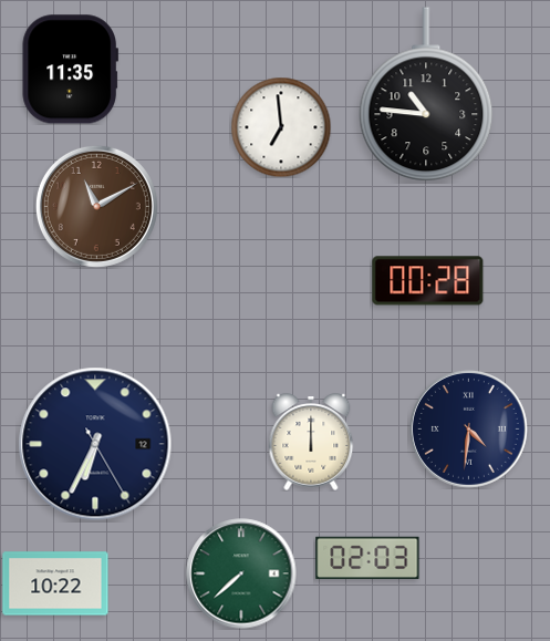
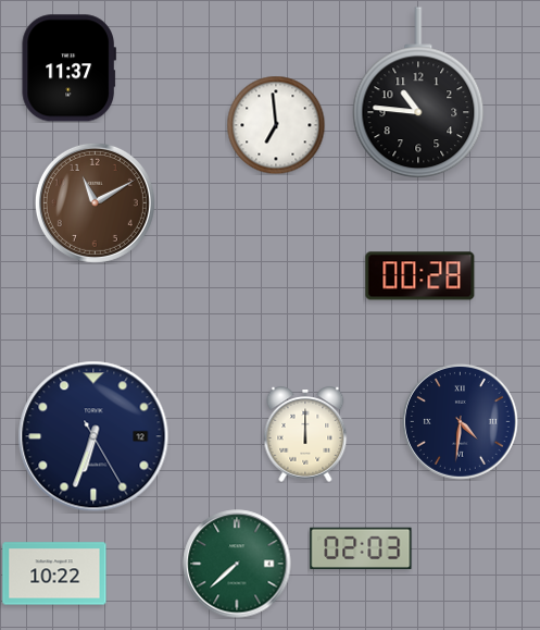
clock at (70, 70): 11:35 -> 11:37
clock at (95, 444): 6:34 -> 6:33
